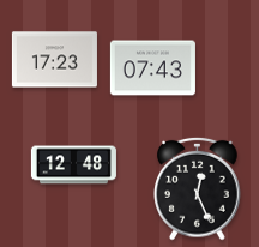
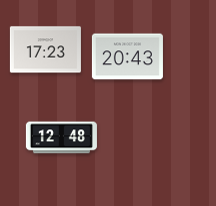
clock at (152, 68): 07:43 -> 20:43
clock at (198, 188): 12:26 -> none
